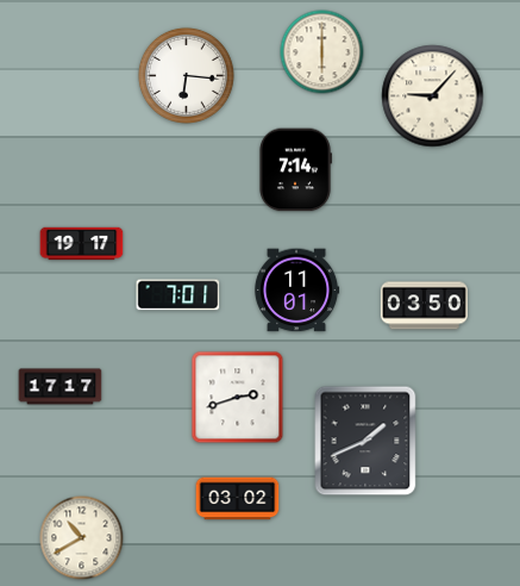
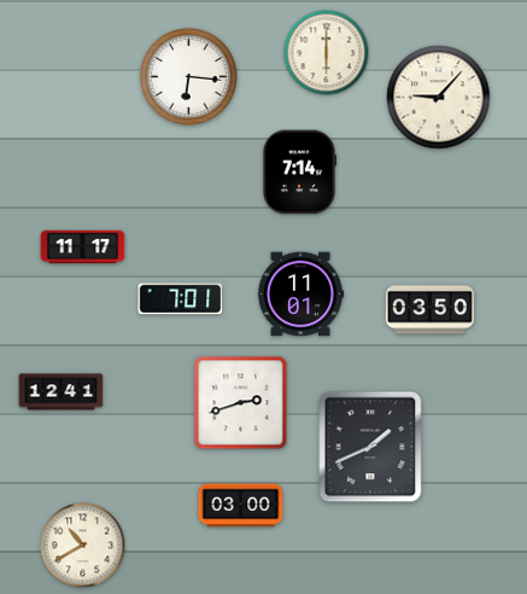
clock at (82, 244): 19:17 -> 11:17
clock at (61, 387): 17:17 -> 12:41
clock at (238, 499): 03:02 -> 03:00
